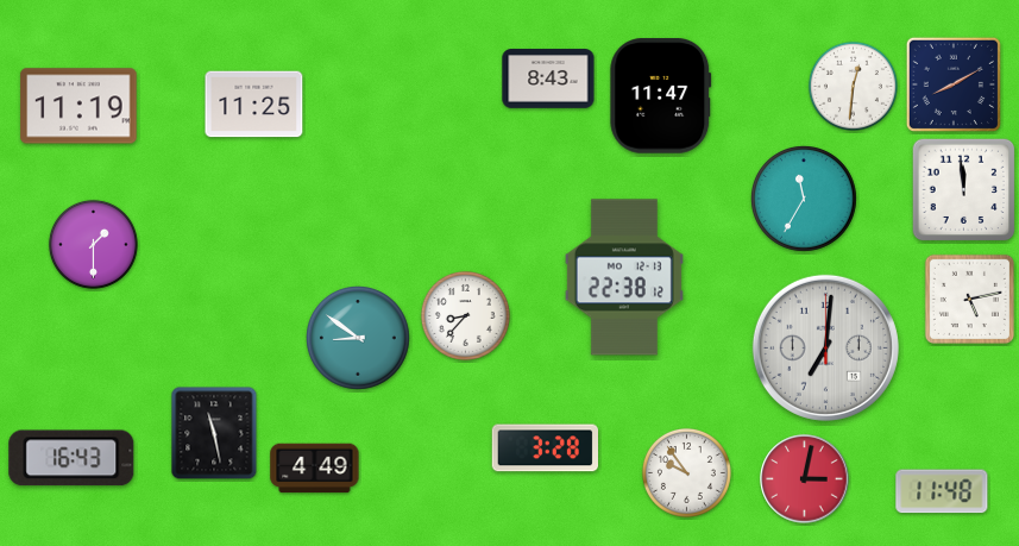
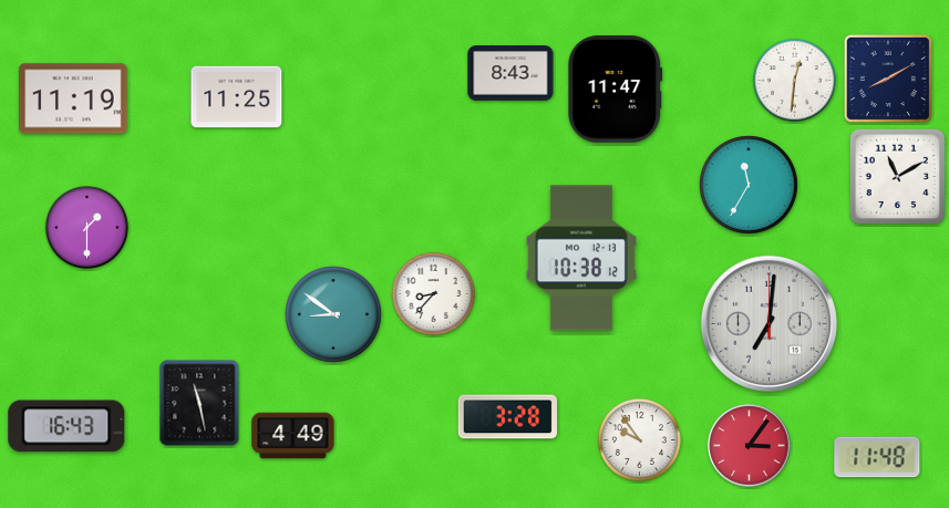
clock at (964, 190): 11:59 -> 11:10
clock at (624, 277): 22:38 -> 10:38
clock at (969, 299): 5:13 -> none
clock at (805, 479): 3:02 -> 3:06
